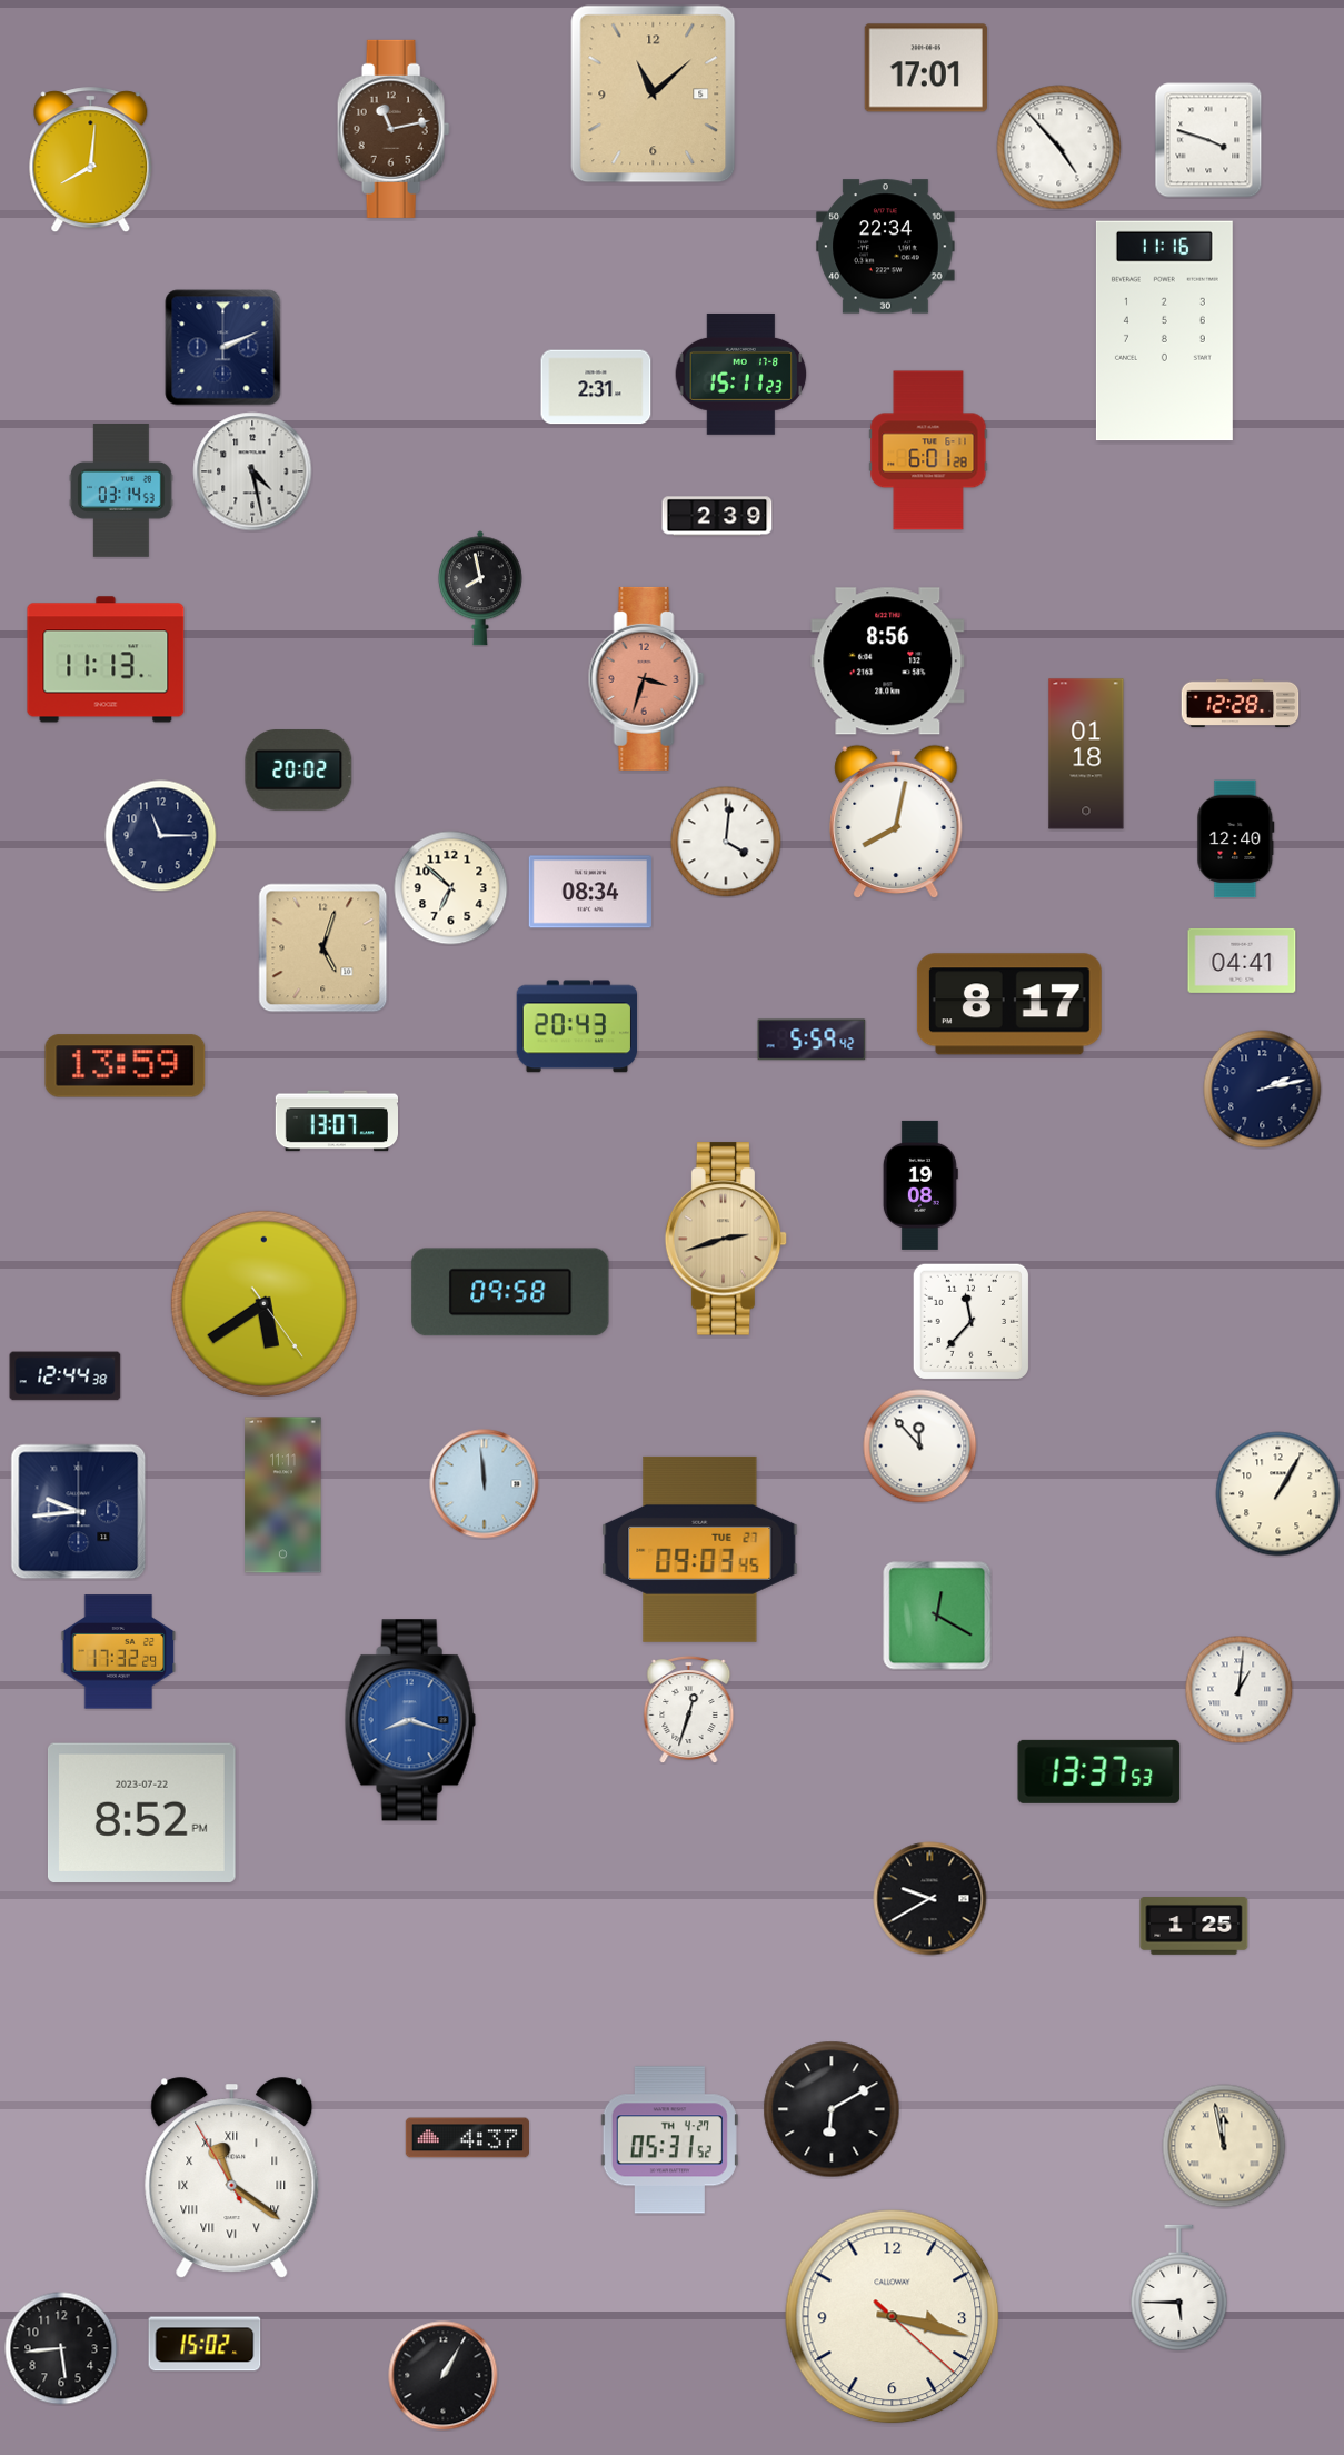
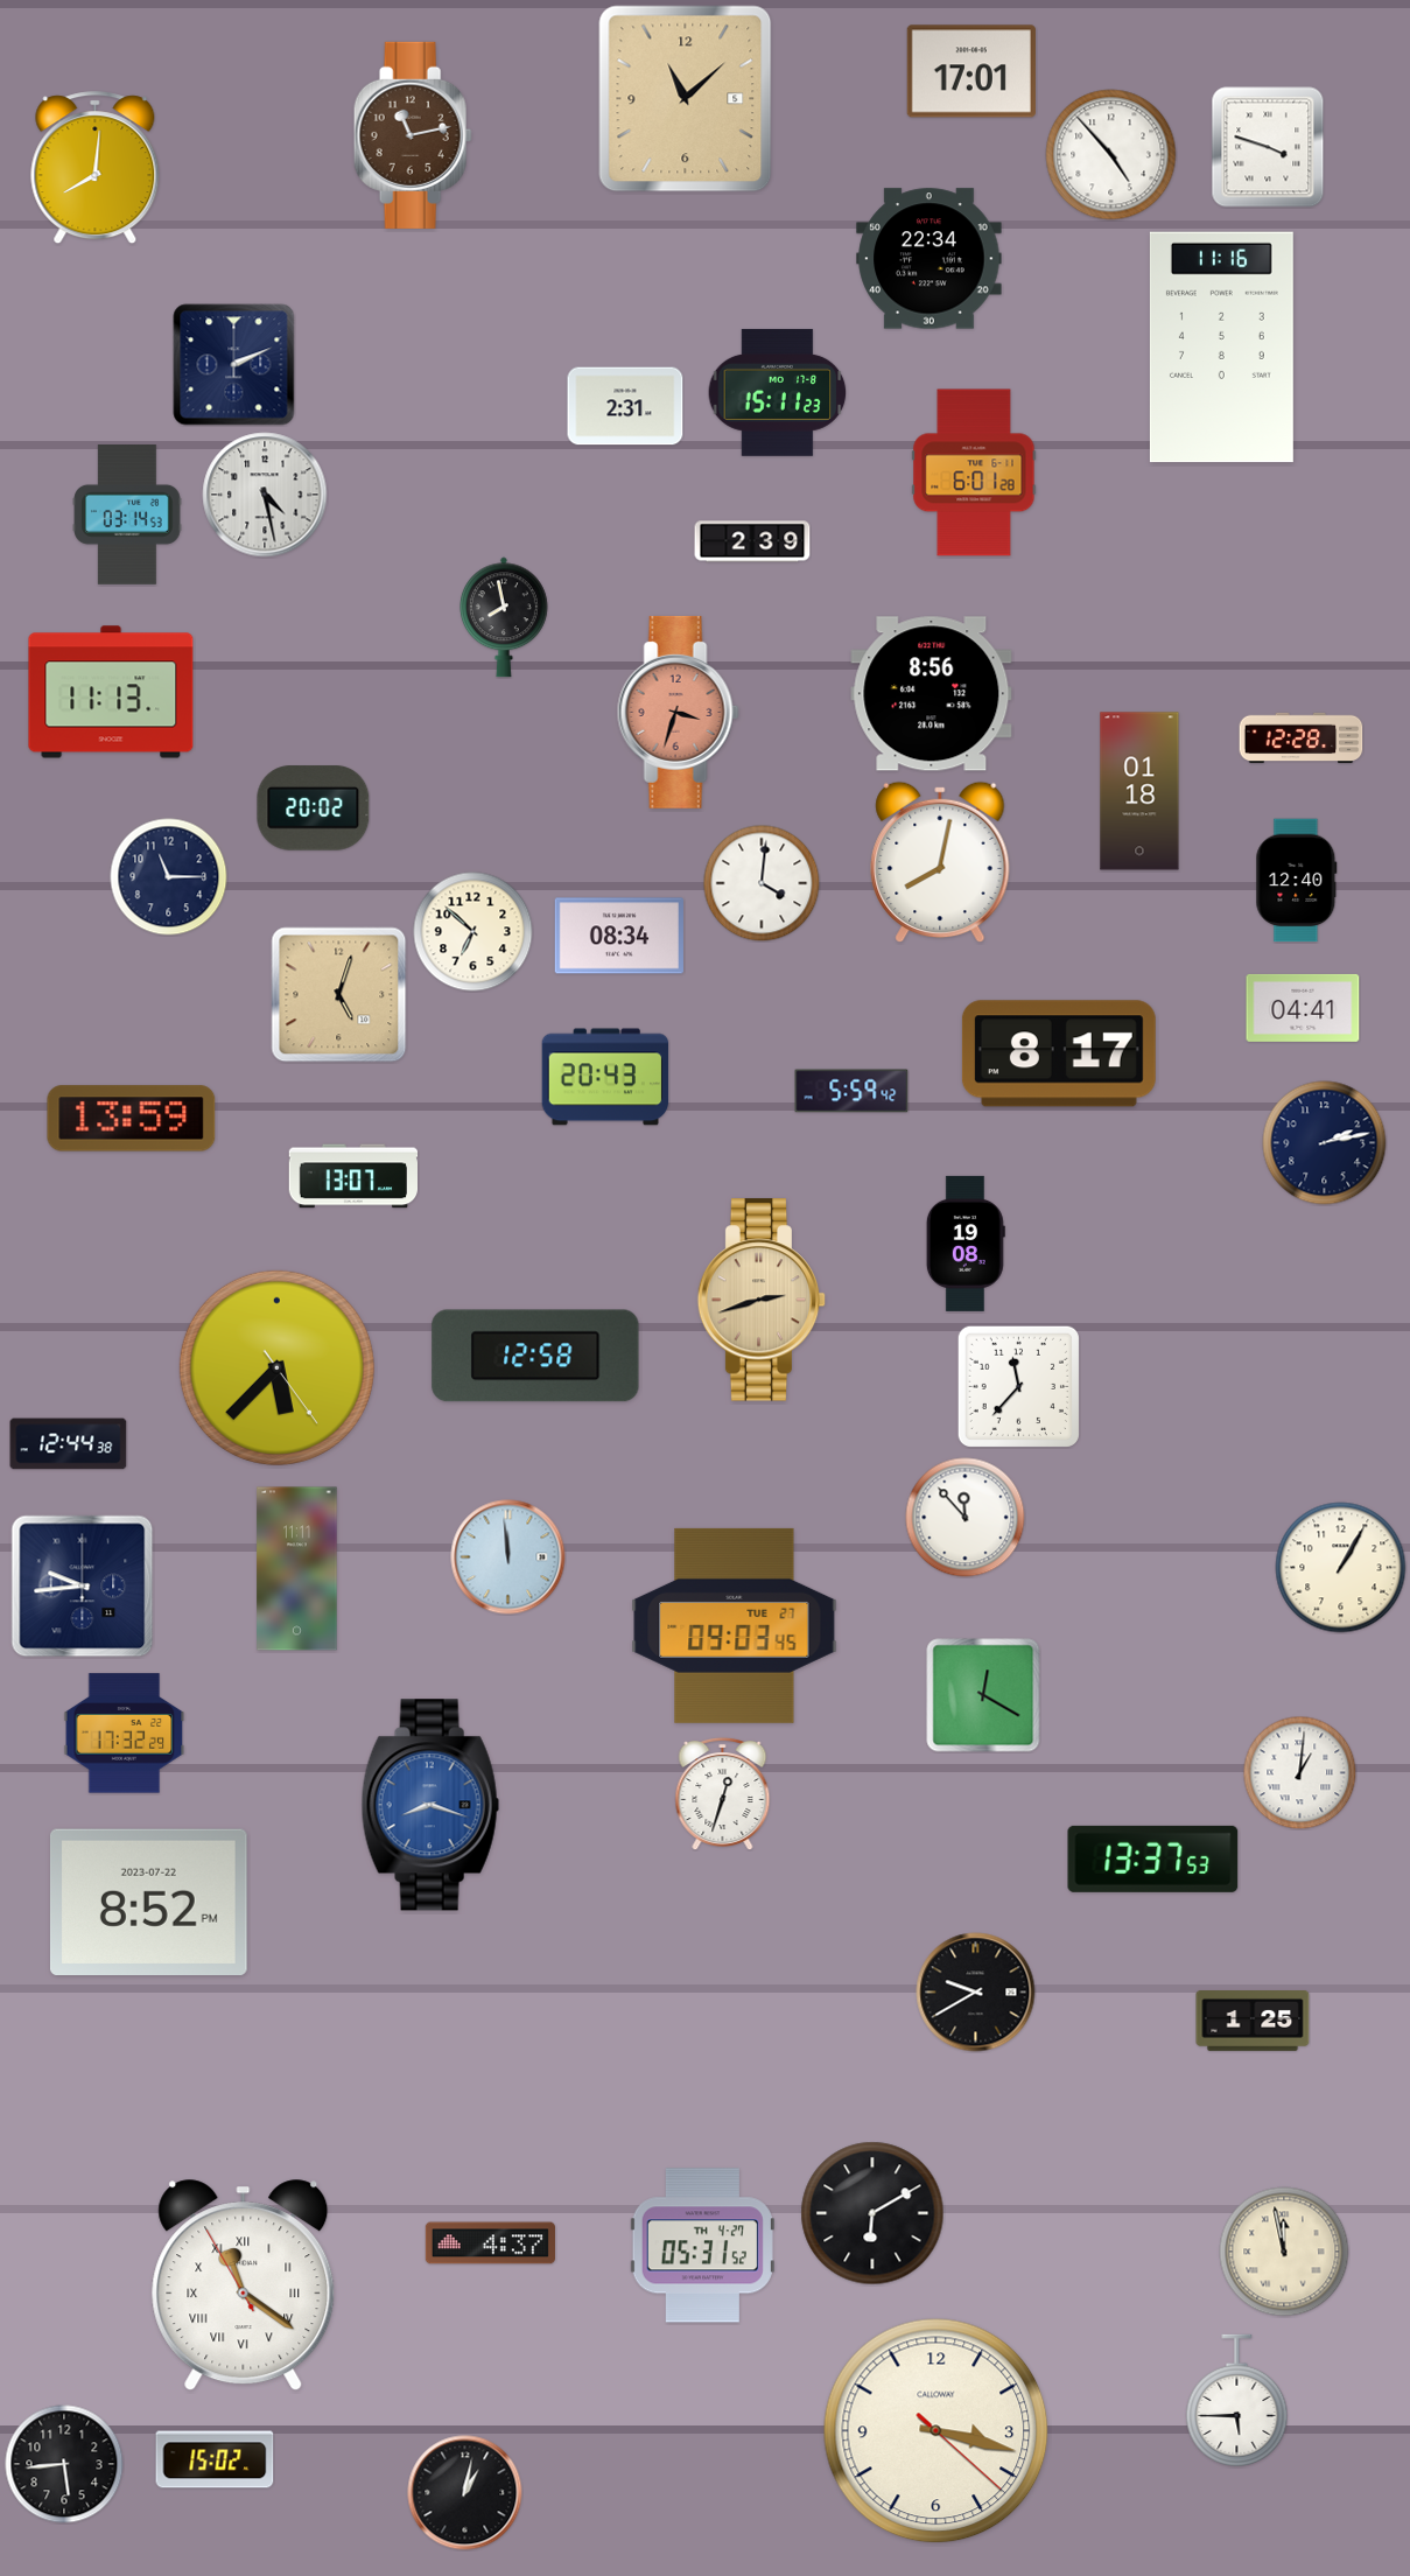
clock at (510, 1292): 09:58 -> 12:58
clock at (263, 1303): 5:39 -> 5:37
clock at (444, 2376): 1:05 -> 1:02
